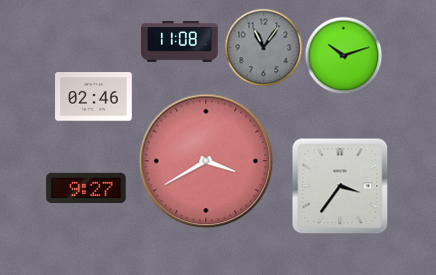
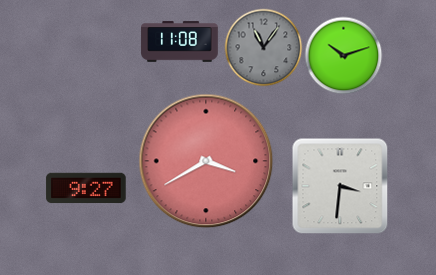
clock at (94, 97): 02:46 -> none
clock at (340, 186): 3:36 -> 3:31
